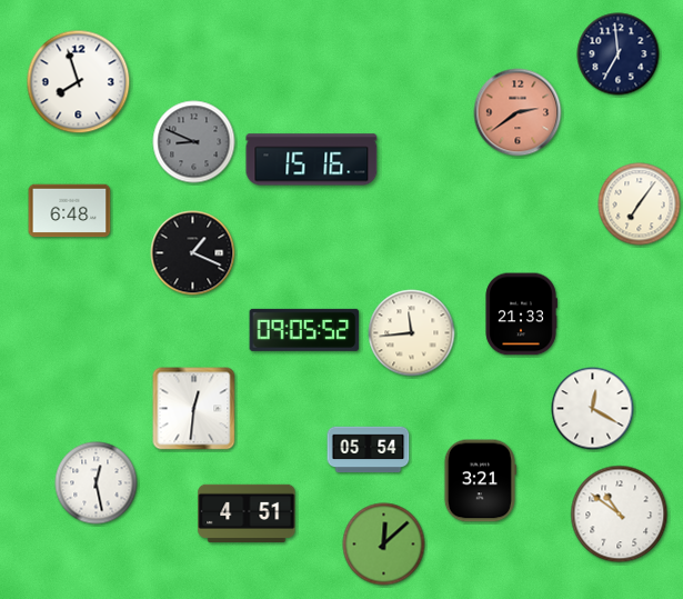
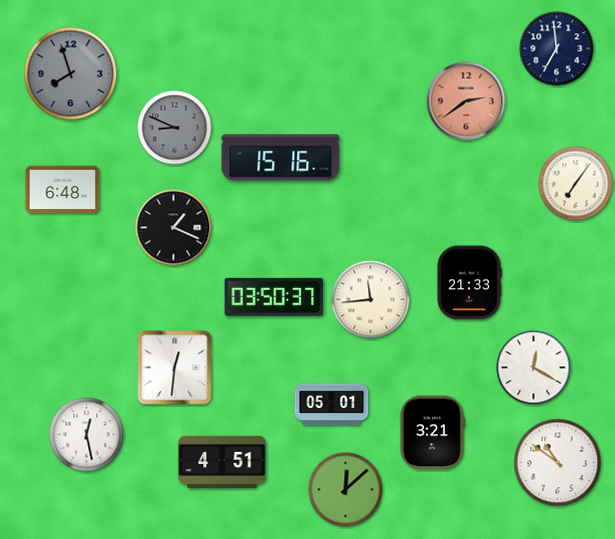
clock at (79, 82) dial: white -> grey
clock at (312, 160) position: (312, 160) -> (281, 158)
clock at (304, 330): 09:05 -> 03:50
clock at (369, 450): 05:54 -> 05:01
